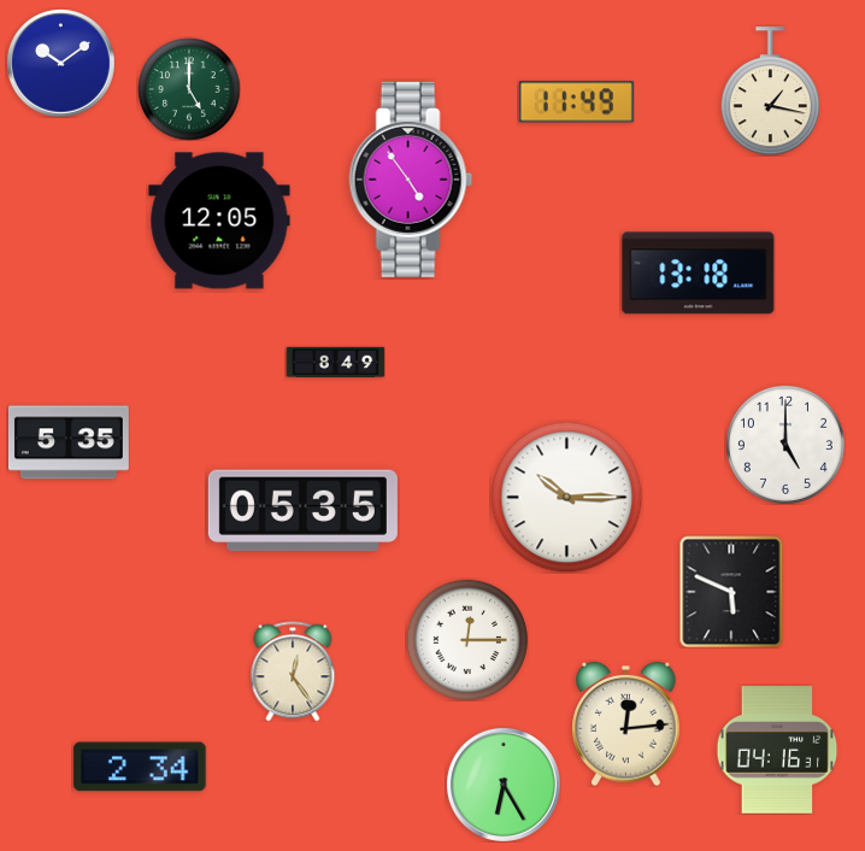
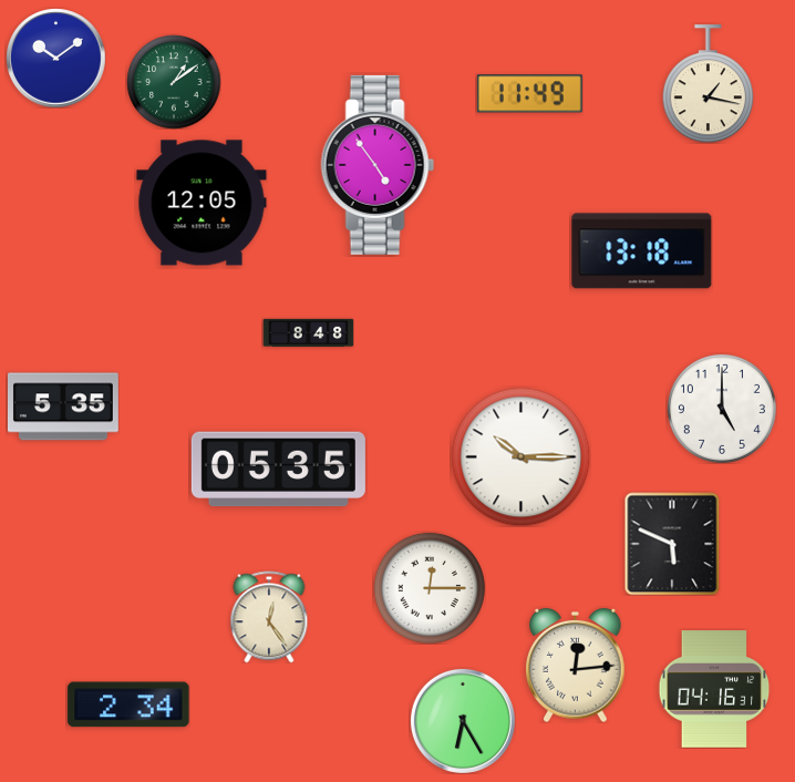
clock at (189, 89): 5:00 -> 1:09
clock at (335, 363): 8:49 -> 8:48
